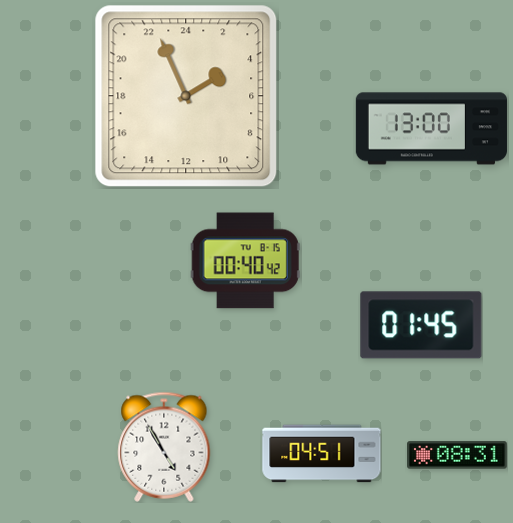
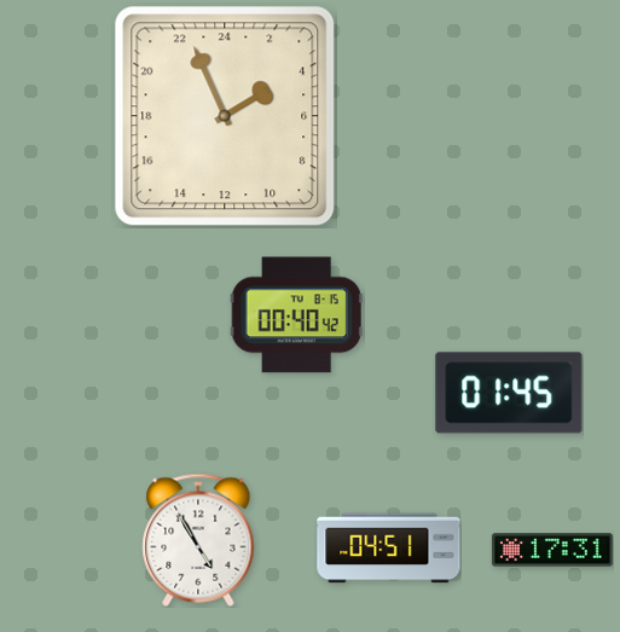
clock at (431, 129): 13:00 -> none
clock at (458, 455): 08:31 -> 17:31
